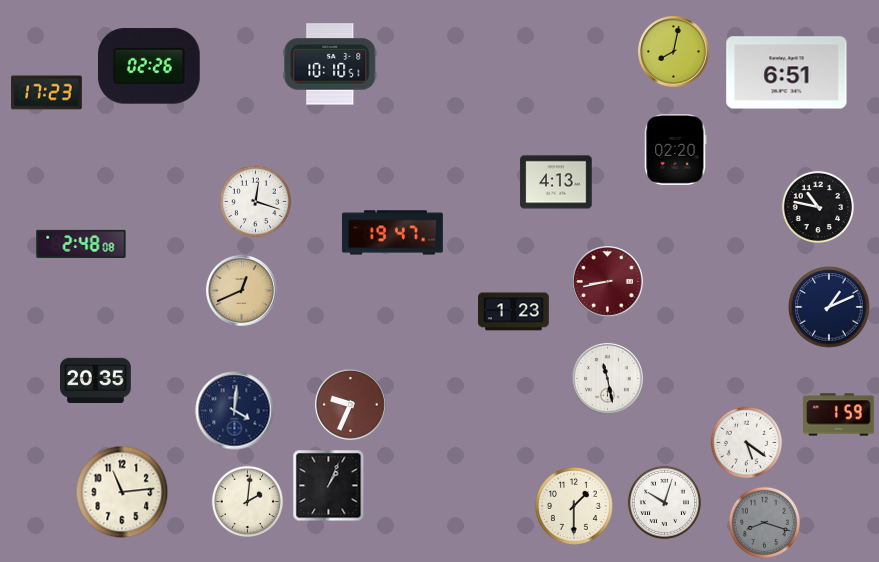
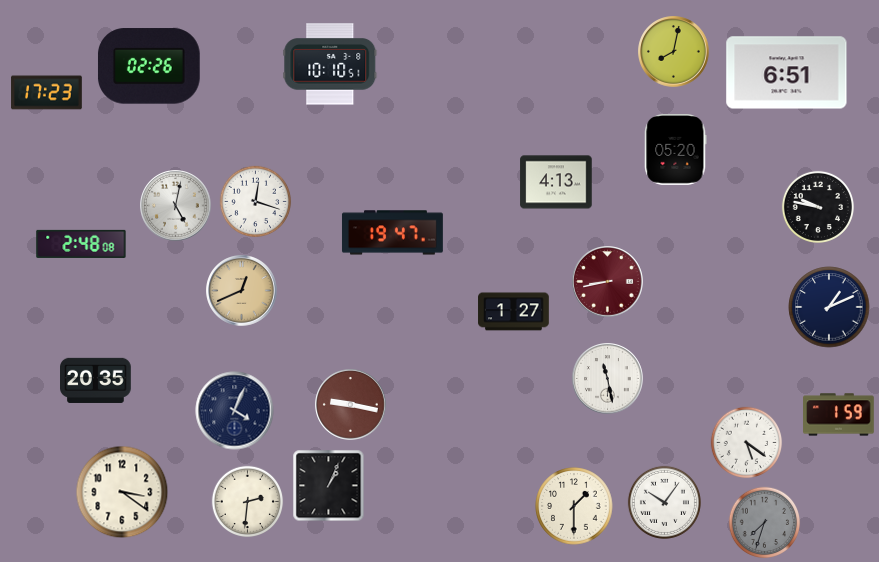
clock at (676, 150): 02:20 -> 05:20
clock at (176, 206): none -> 5:02
clock at (817, 206): 10:47 -> 9:47
clock at (514, 312): 1:23 -> 1:27
clock at (351, 405): 9:34 -> 9:17
clock at (235, 411): 4:01 -> 4:04
clock at (122, 492): 11:14 -> 3:21
clock at (248, 502): 2:01 -> 2:31
clock at (664, 502): 10:03 -> 10:06
clock at (765, 523): 8:18 -> 7:33
